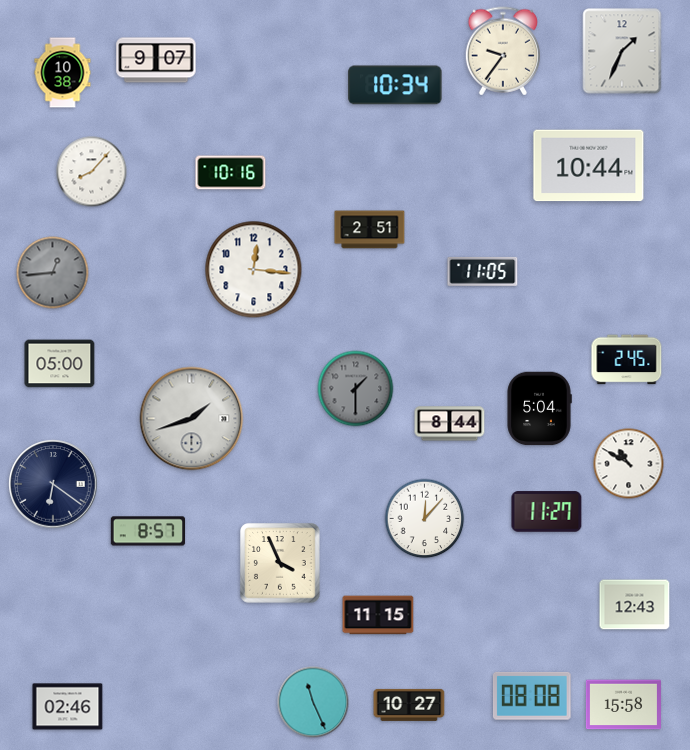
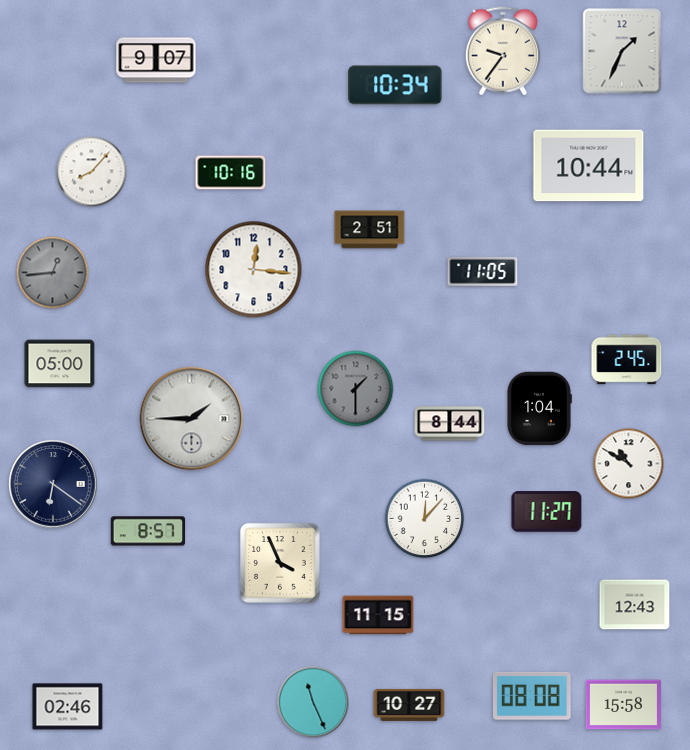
clock at (63, 73): 10:38 -> none
clock at (539, 409): 5:04 -> 1:04
clock at (192, 419): 1:42 -> 1:45
